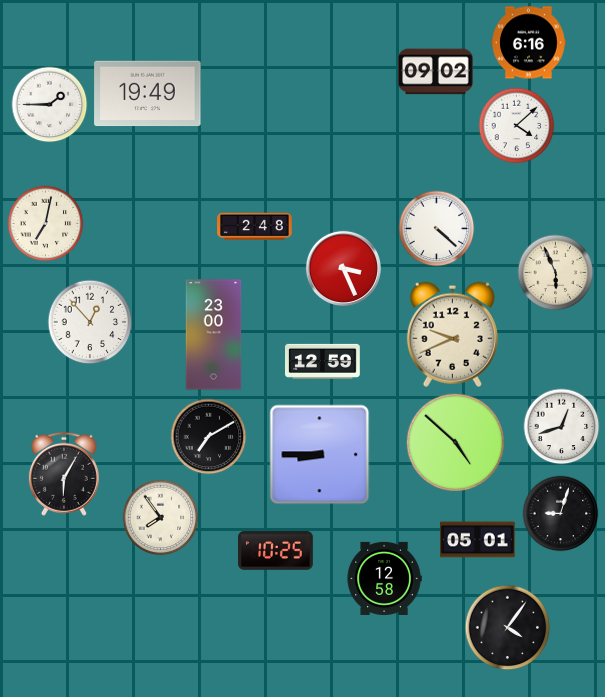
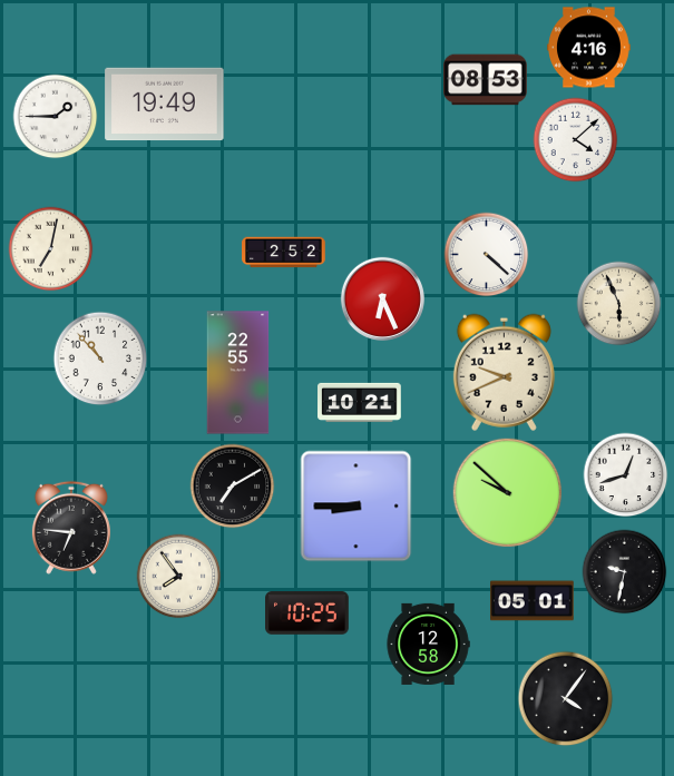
clock at (529, 43): 6:16 -> 4:16
clock at (436, 72): 09:02 -> 08:53
clock at (255, 227): 2:48 -> 2:52
clock at (343, 268): 3:26 -> 6:26
clock at (90, 322): 12:53 -> 10:53
clock at (214, 335): 23:00 -> 22:55
clock at (323, 361): 12:59 -> 10:21
clock at (456, 443): 4:52 -> 9:52
clock at (64, 474): 6:05 -> 6:46
clock at (561, 514): 9:03 -> 9:32
